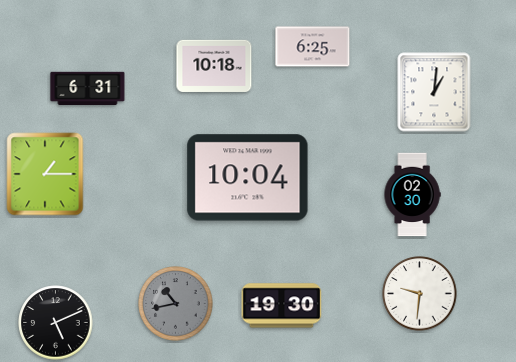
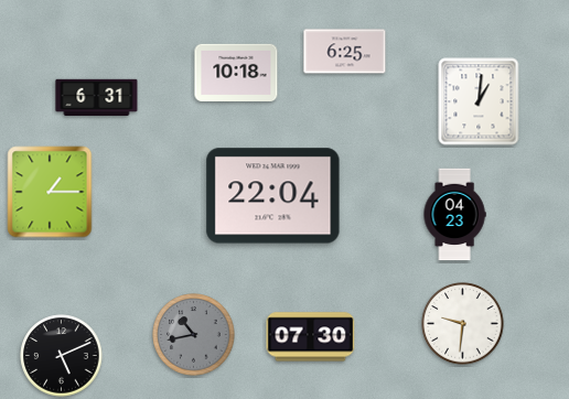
clock at (248, 178): 10:04 -> 22:04
clock at (412, 195): 02:30 -> 04:23
clock at (282, 306): 19:30 -> 07:30
